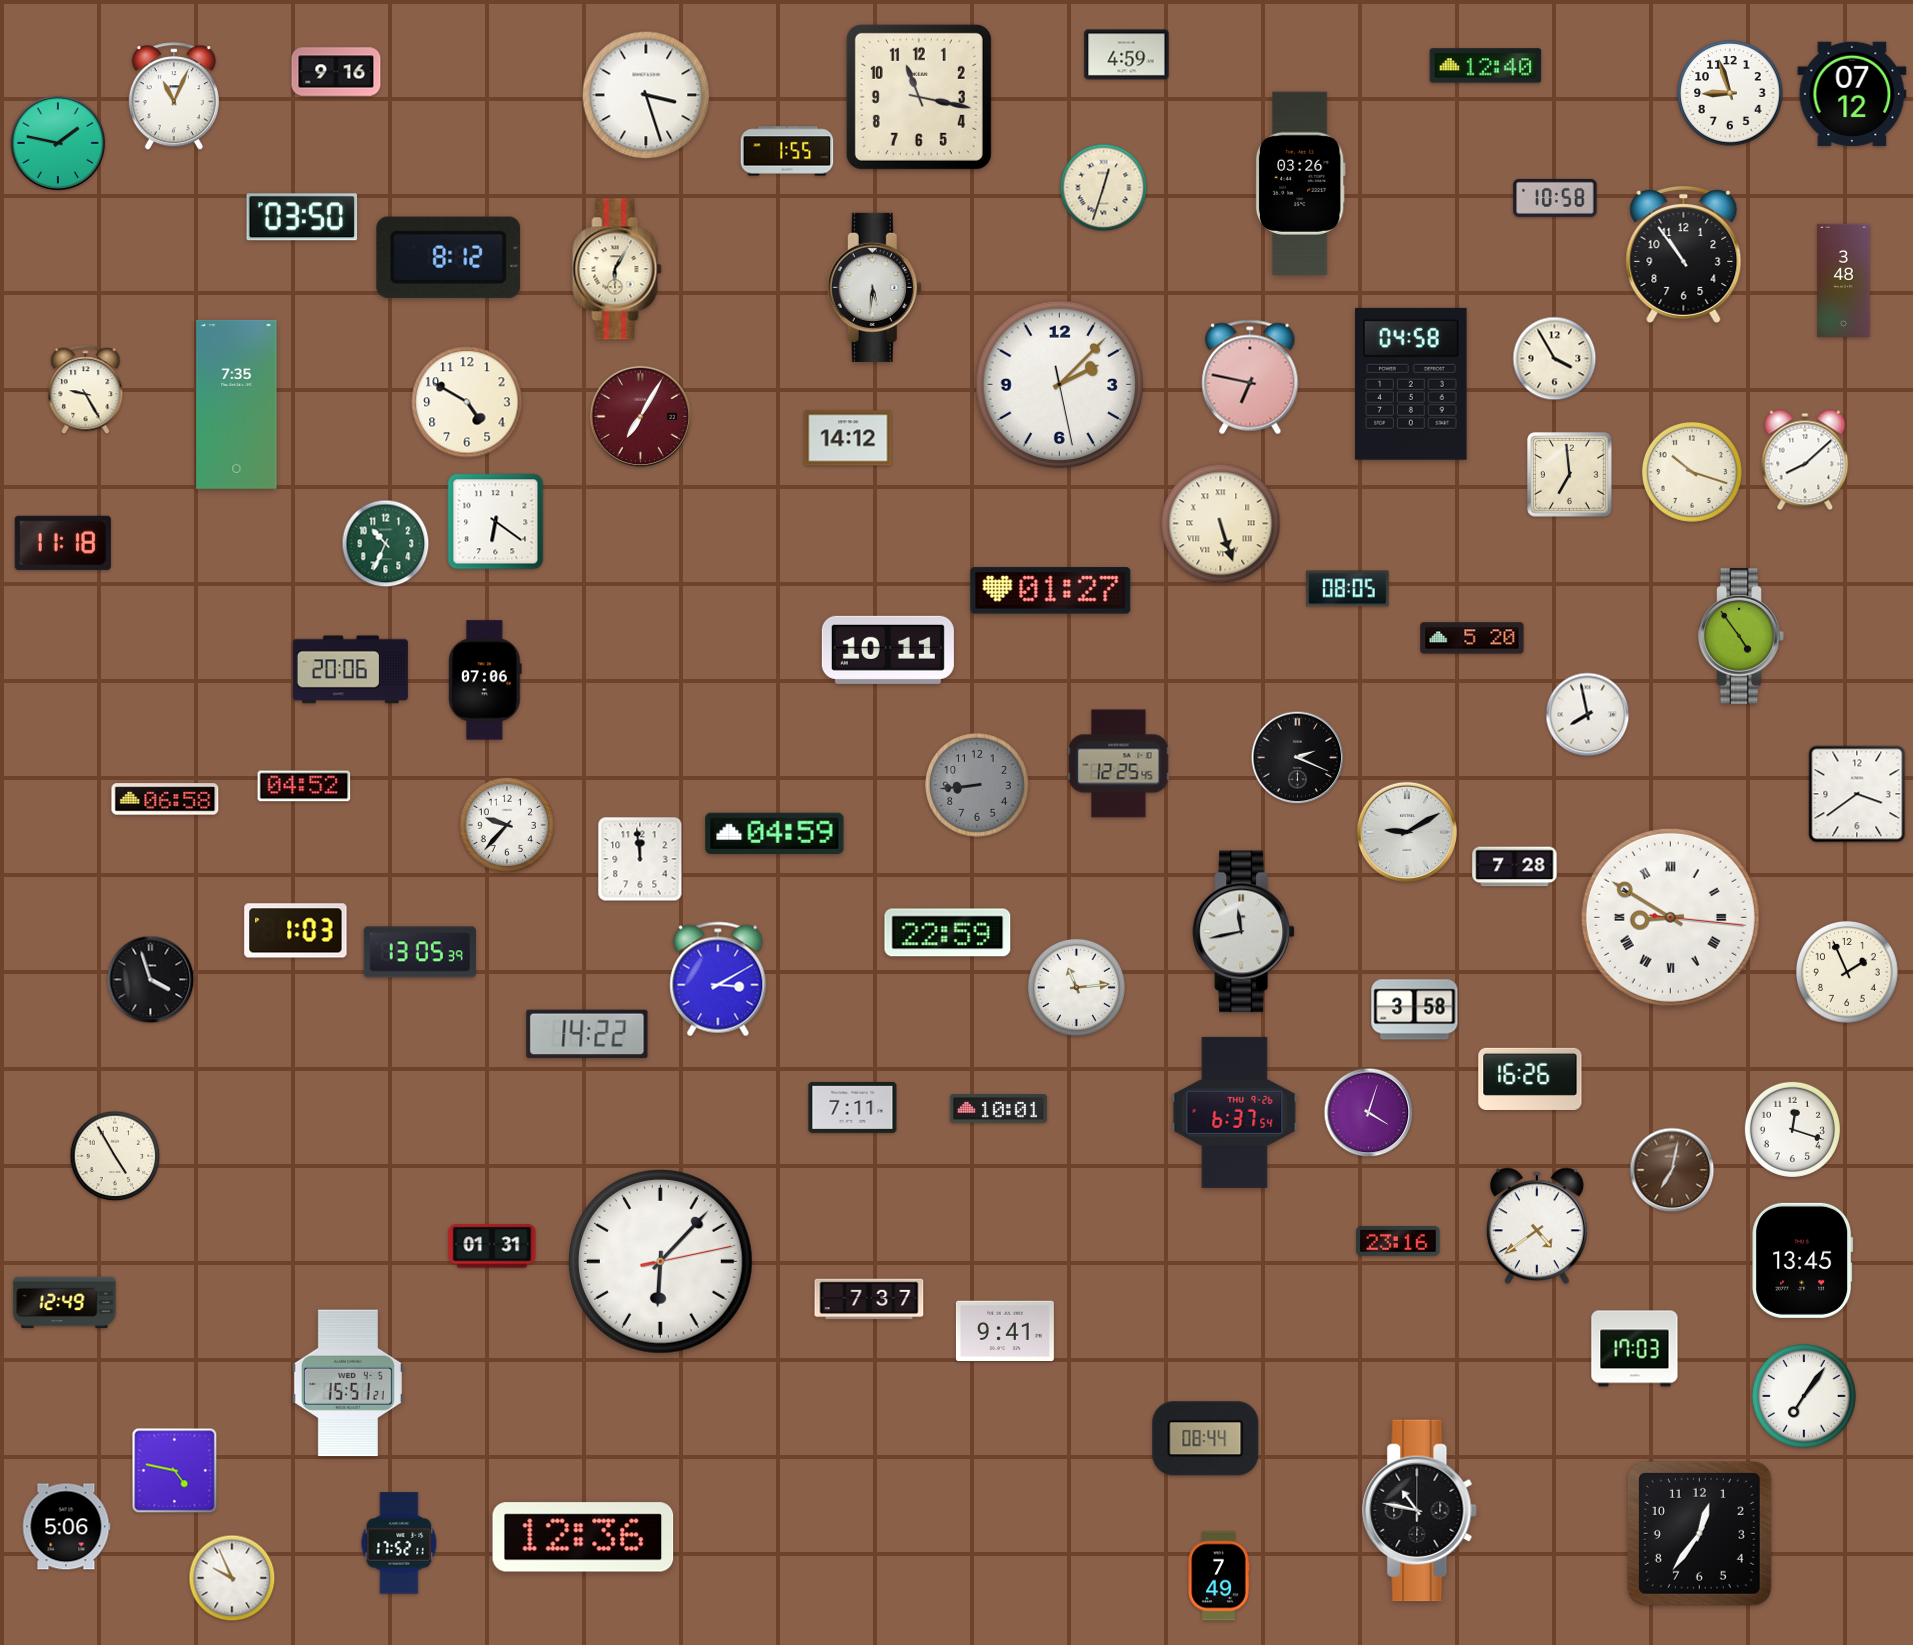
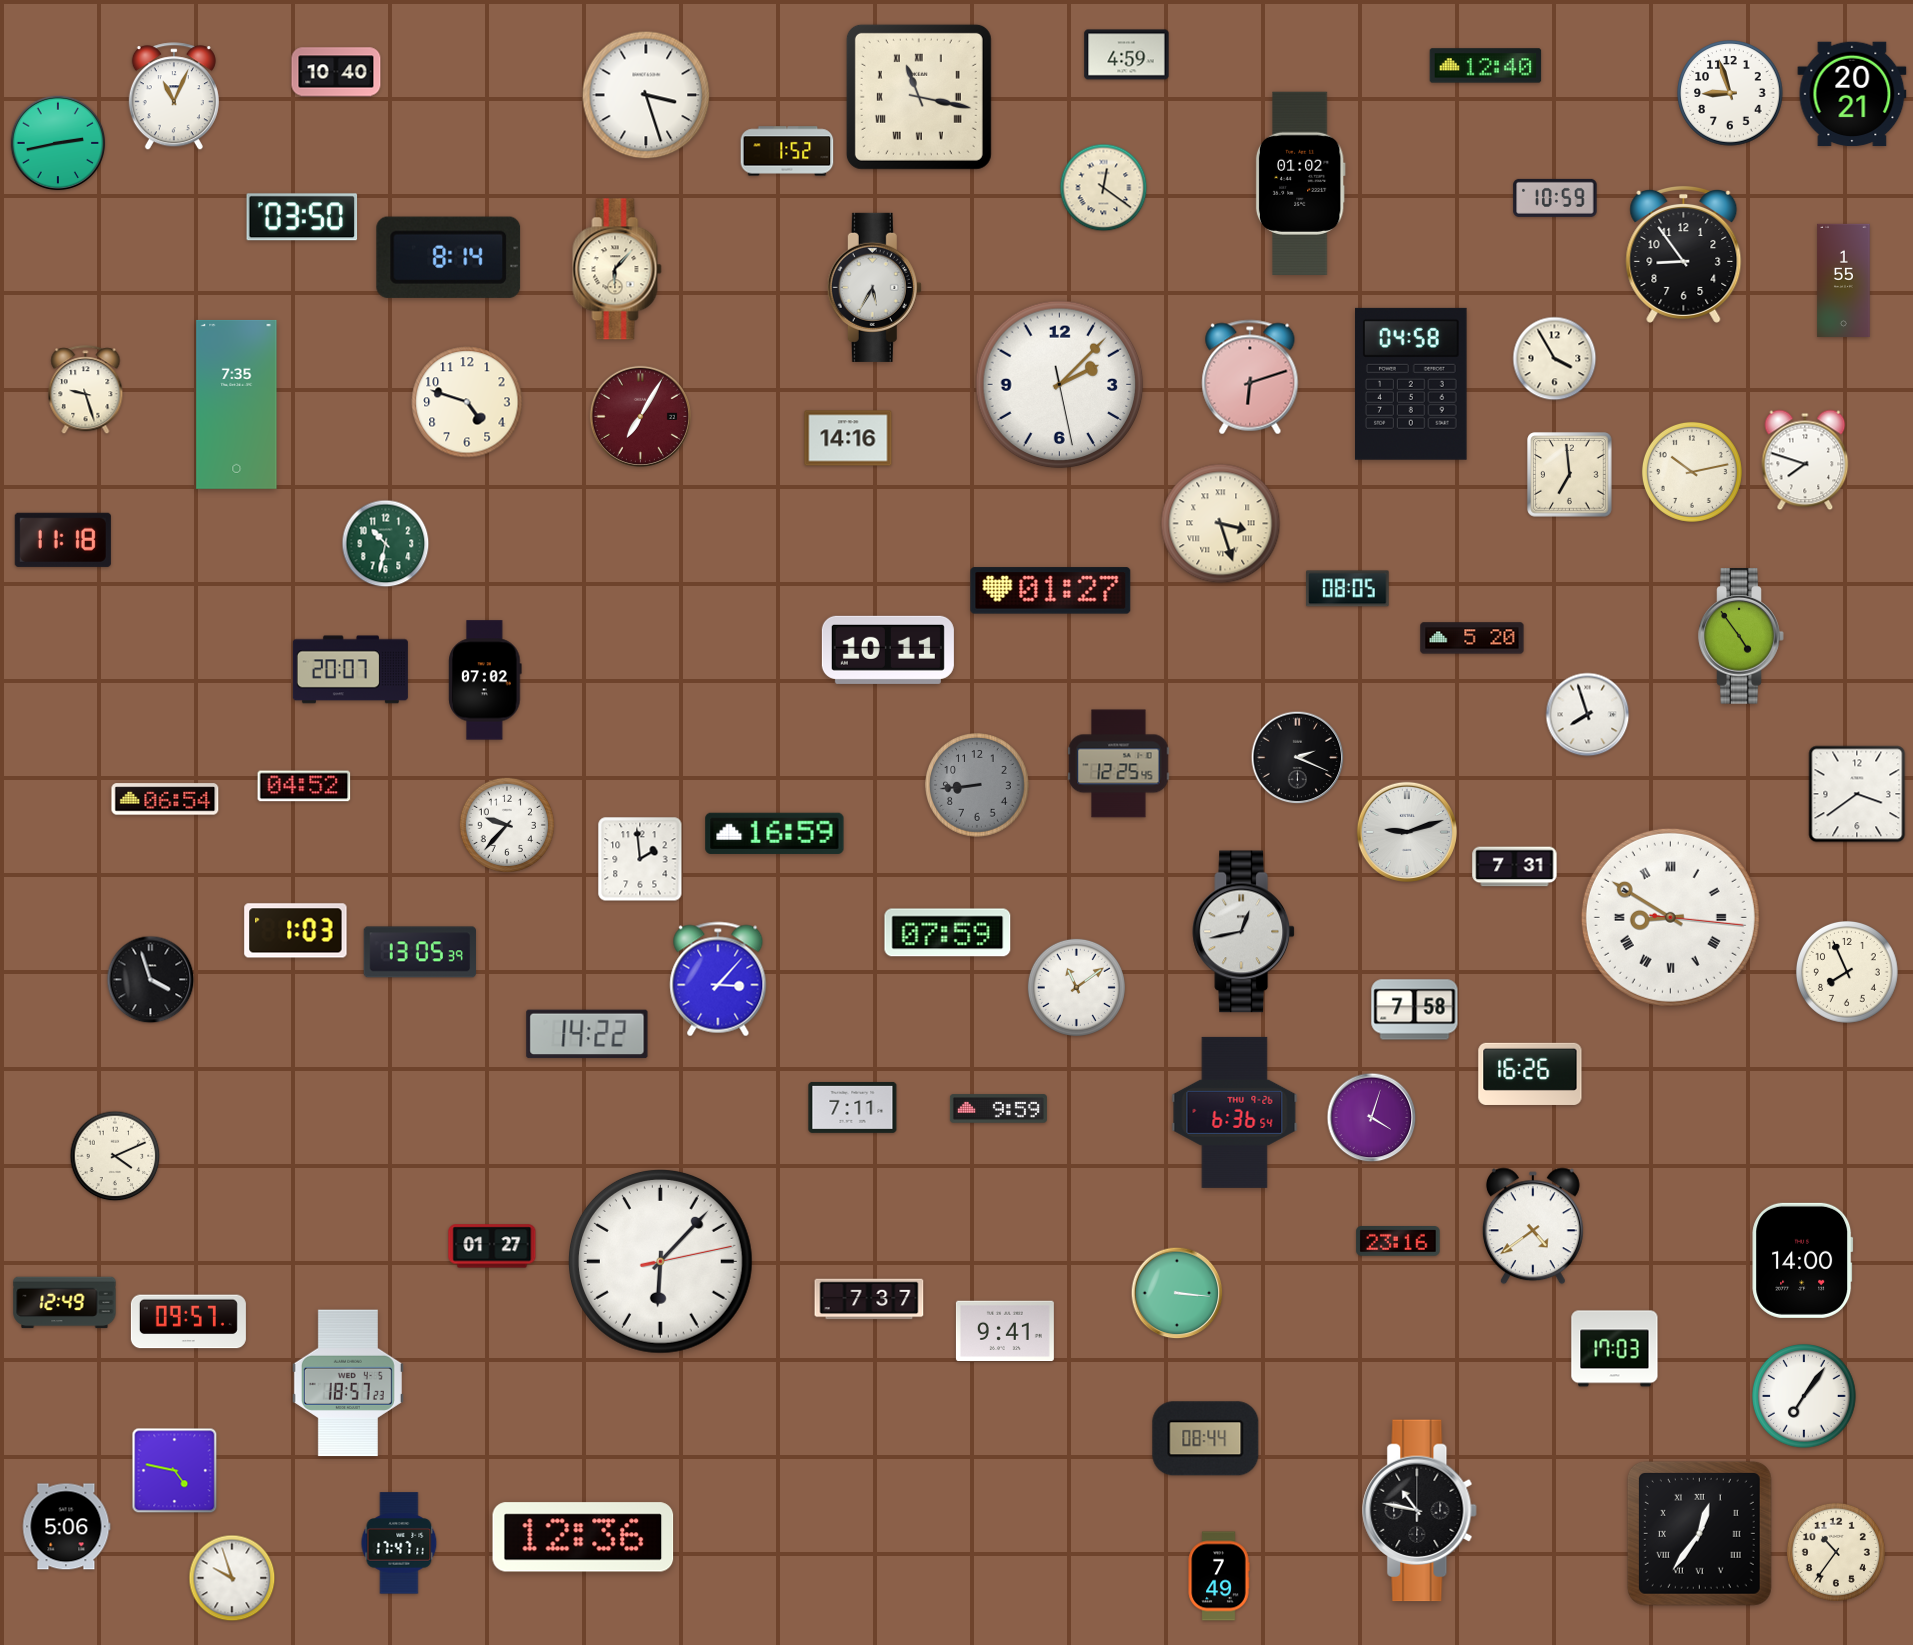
clock at (336, 72): 9:16 -> 10:40
clock at (1852, 94): 07:12 -> 20:21
clock at (919, 97) numerals: Arabic -> Roman
clock at (58, 143): 1:47 -> 2:43
clock at (787, 151): 1:55 -> 1:52
clock at (1300, 183): 03:26 -> 01:02
clock at (1104, 188): 12:33 -> 12:21
clock at (1555, 198): 10:58 -> 10:59
clock at (1684, 254): 10:54 -> 8:54
clock at (449, 257): 8:12 -> 8:14
clock at (617, 269): 6:05 -> 6:07
clock at (1844, 280): 3:48 -> 1:55
clock at (874, 287): 5:31 -> 5:35
clock at (1250, 377): 6:47 -> 6:12
clock at (86, 390): 9:25 -> 9:27
clock at (467, 402): 4:50 -> 4:48
clock at (848, 438): 14:12 -> 14:16
clock at (1805, 460): 8:08 -> 7:48
clock at (1692, 472): 10:18 -> 10:13
clock at (496, 522): 6:21 -> none
clock at (1221, 524): 5:27 -> 3:27
clock at (63, 543) position: (63, 543) -> (63, 540)
clock at (386, 544): 10:34 -> 10:32
clock at (350, 670): 20:06 -> 20:07
clock at (485, 680): 07:06 -> 07:02
clock at (1588, 715): 7:58 -> 7:57
clock at (165, 799): 06:58 -> 06:54
clock at (1407, 832): 9:10 -> 9:12
clock at (775, 833): 04:59 -> 16:59
clock at (640, 859): 11:59 -> 1:59
clock at (1515, 867): 7:28 -> 7:31
clock at (1244, 932): 11:43 -> 12:43
clock at (948, 933): 22:59 -> 07:59
clock at (1847, 972): 1:56 -> 7:56
clock at (718, 979): 3:10 -> 3:07
clock at (1076, 987): 11:14 -> 11:09
clock at (1415, 1010): 3:58 -> 7:58
clock at (1530, 1079) position: (1530, 1079) -> (1530, 1074)
clock at (998, 1109): 10:01 -> 9:59
clock at (1235, 1112): 6:37 -> 6:36
clock at (1369, 1113) position: (1369, 1113) -> (1372, 1118)
clock at (1792, 1129): 12:18 -> none
clock at (115, 1156): 4:55 -> 4:11
clock at (1672, 1170): 7:02 -> none
clock at (1537, 1226) position: (1537, 1226) -> (1533, 1226)
clock at (492, 1246): 01:31 -> 01:27
clock at (1803, 1260): 13:45 -> 14:00
clock at (1177, 1293): none -> 3:16
clock at (188, 1322): none -> 09:57
clock at (1635, 1349) position: (1635, 1349) -> (1615, 1349)
clock at (348, 1383): 15:51 -> 18:57
clock at (1699, 1533) numerals: Arabic -> Roman
clock at (399, 1543): 17:52 -> 17:47
clock at (1836, 1552): none -> 10:36
clock at (232, 1578): 9:56 -> 9:57
